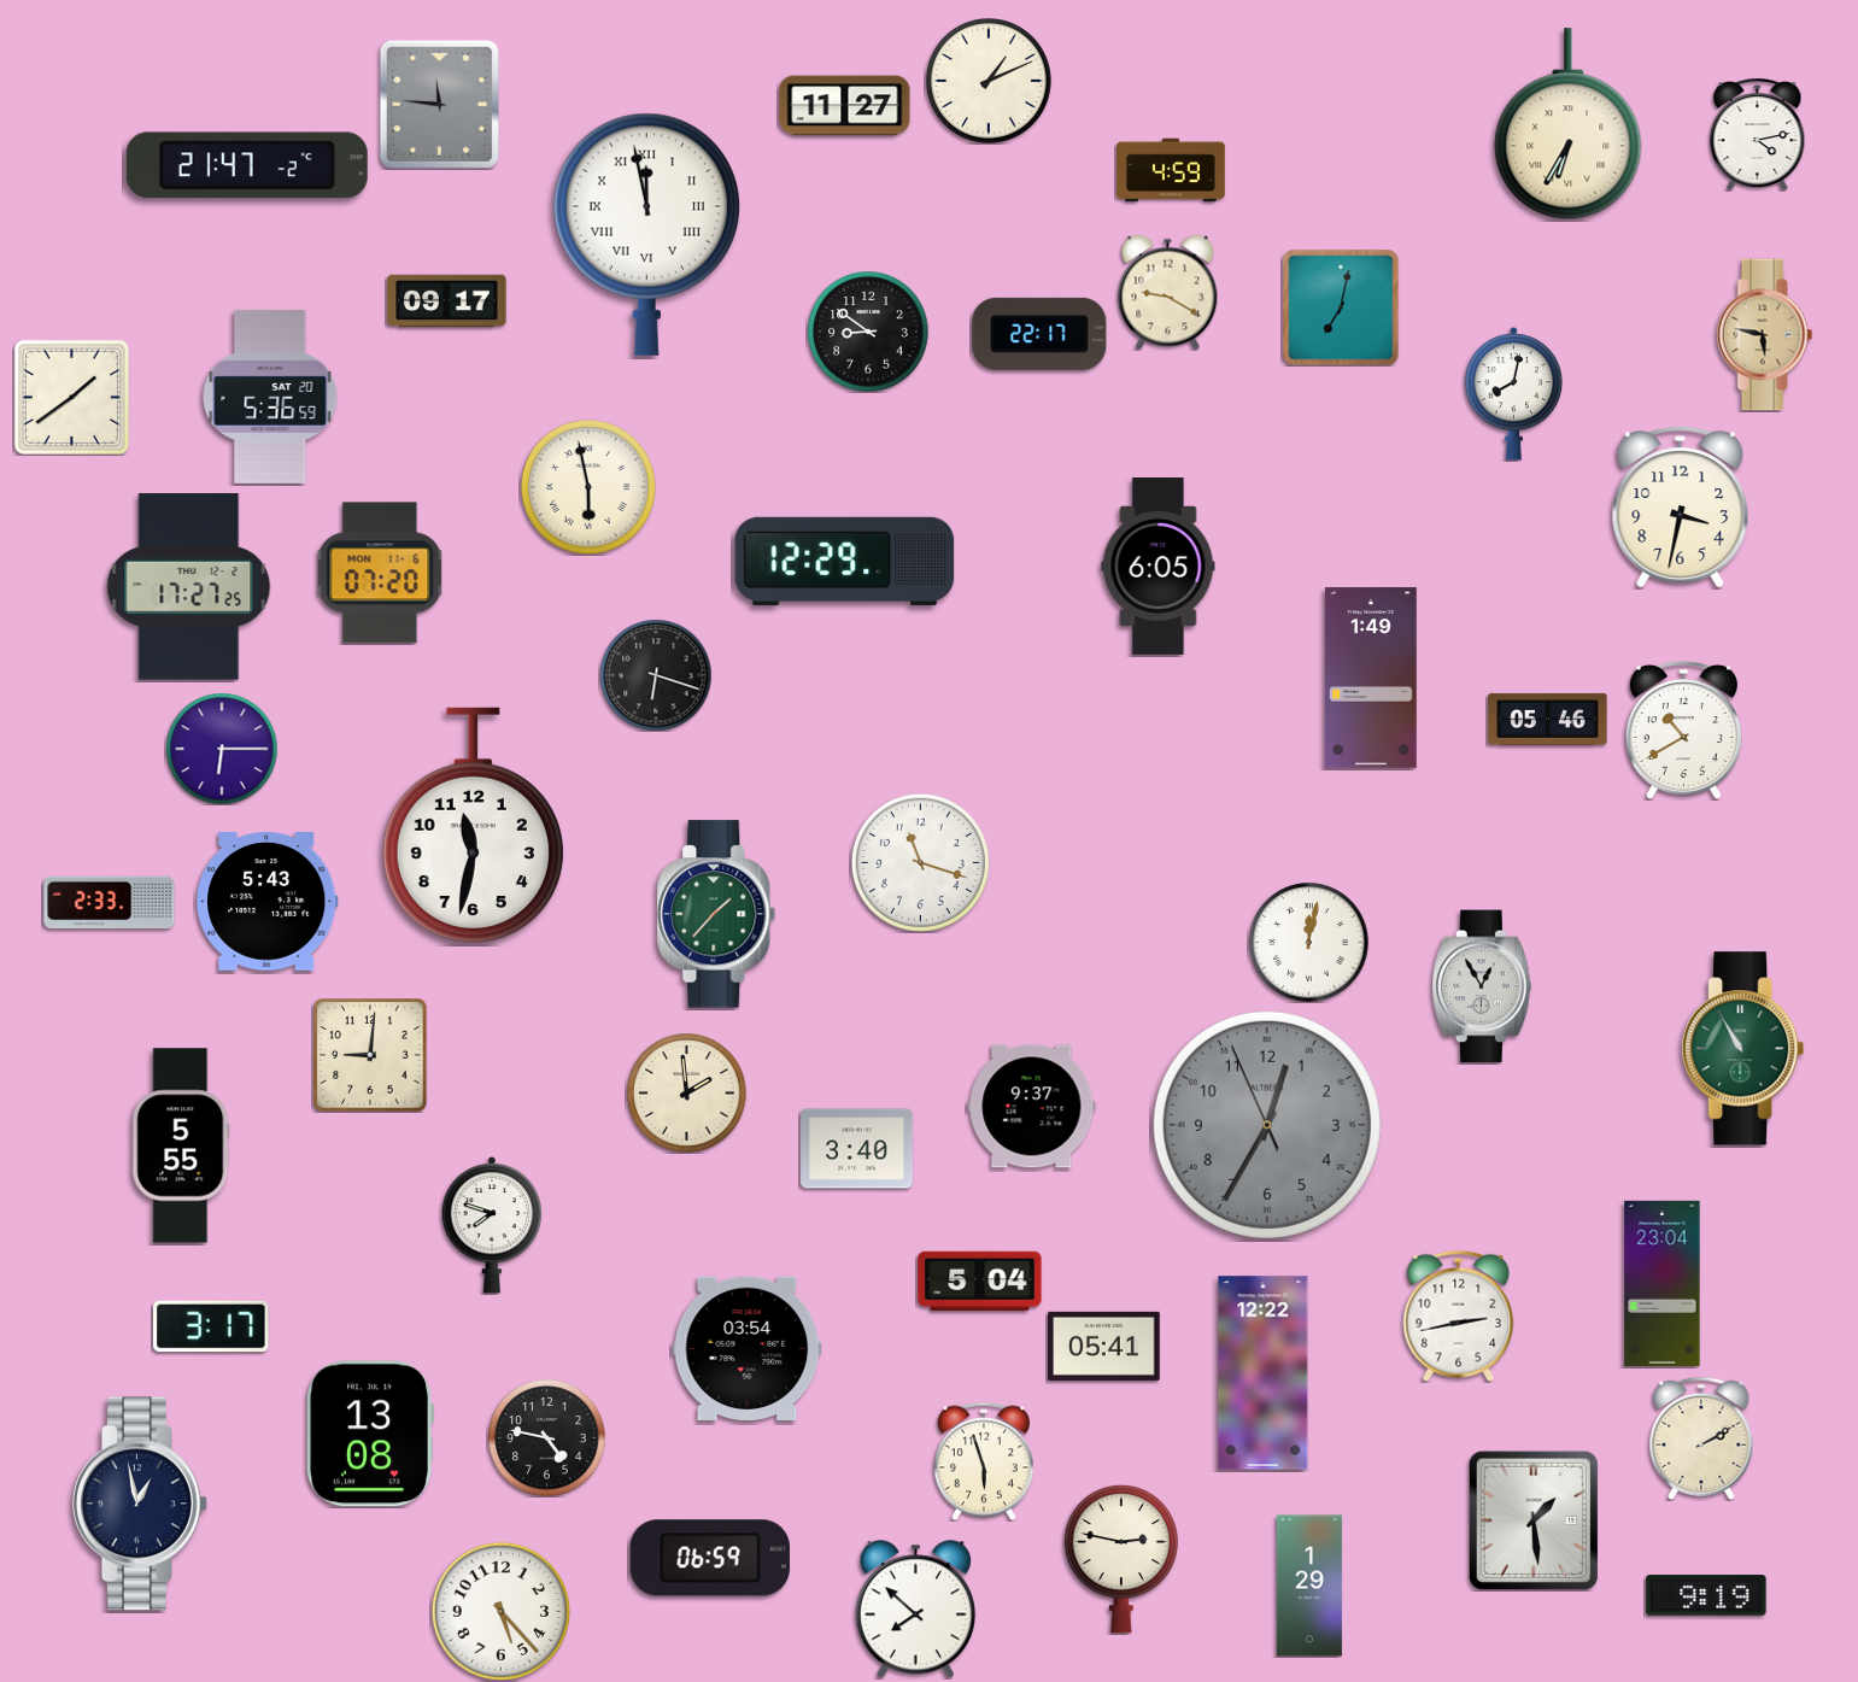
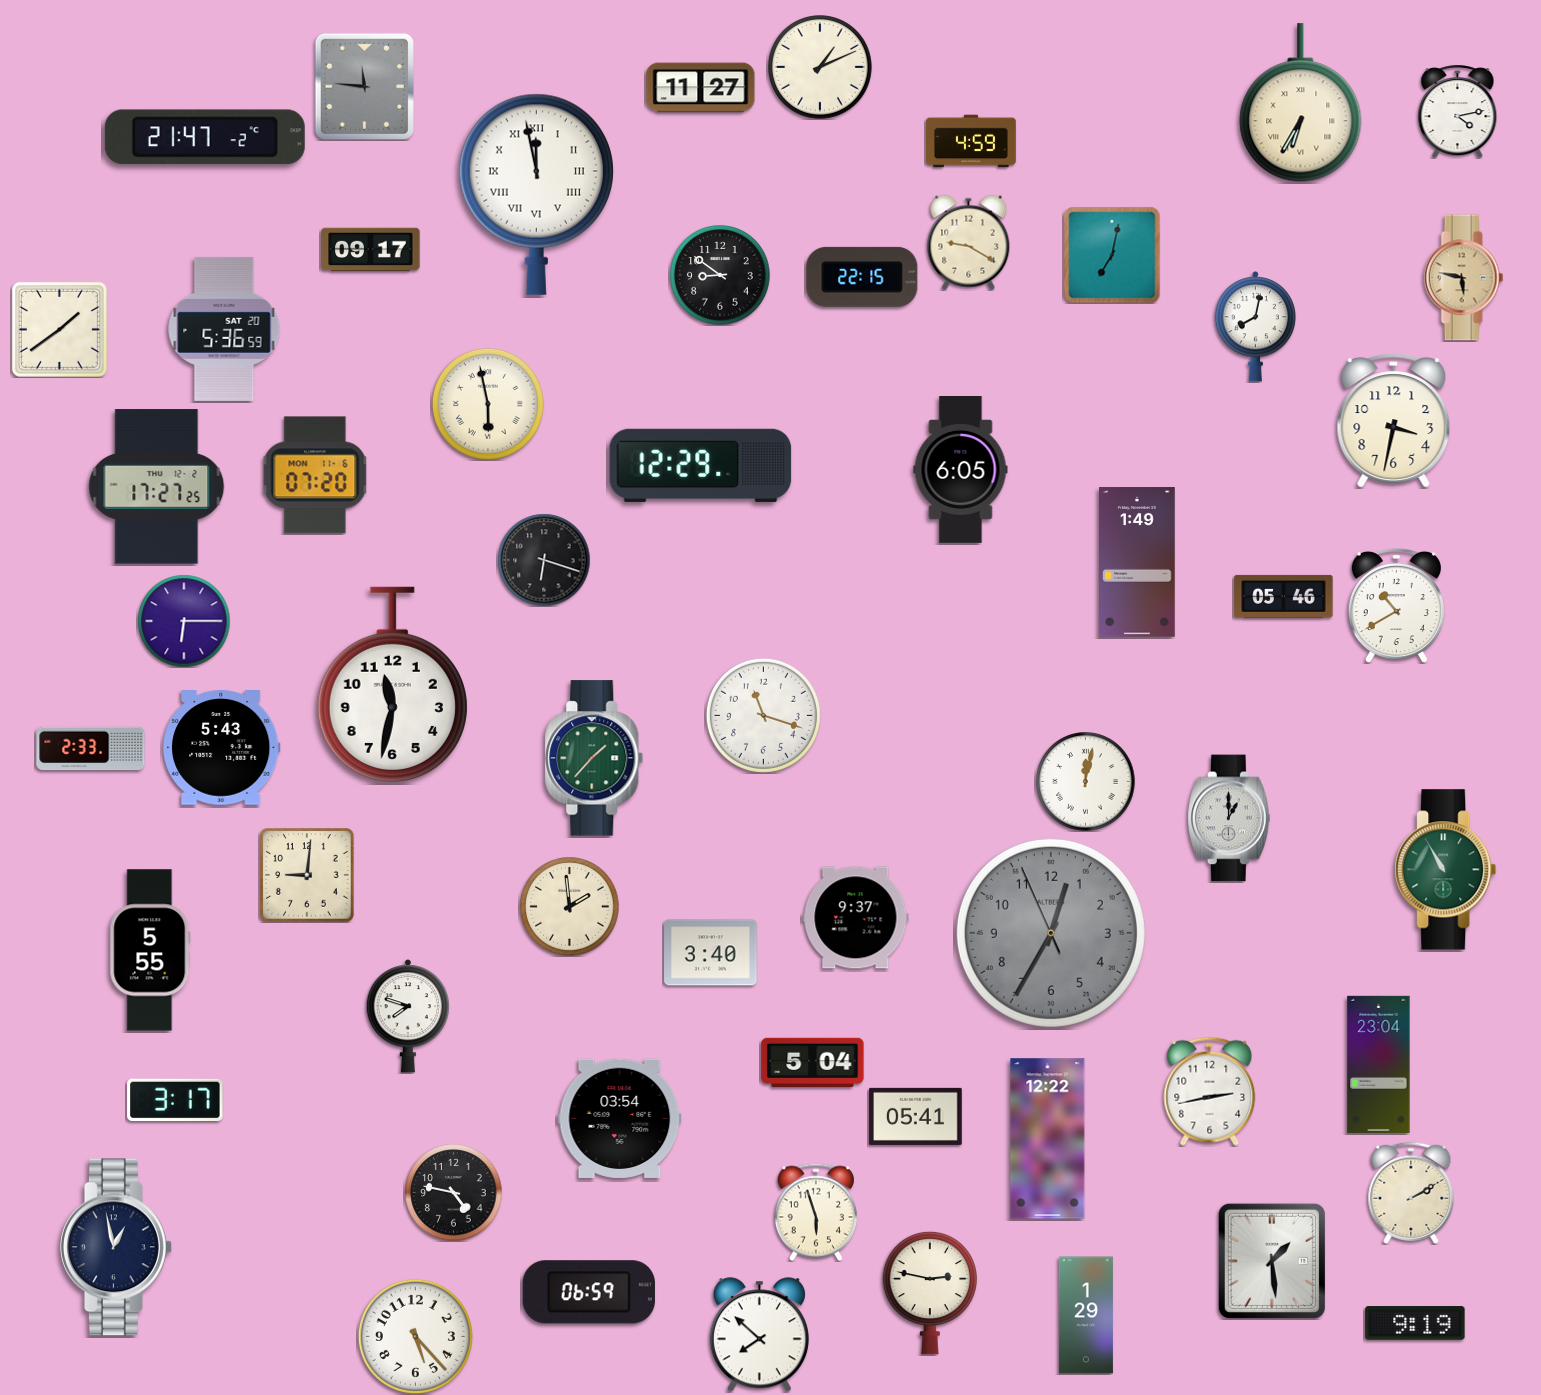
clock at (1039, 334): 22:17 -> 22:15
clock at (1482, 986): 12:55 -> 1:00
clock at (370, 1434): 13:08 -> none
